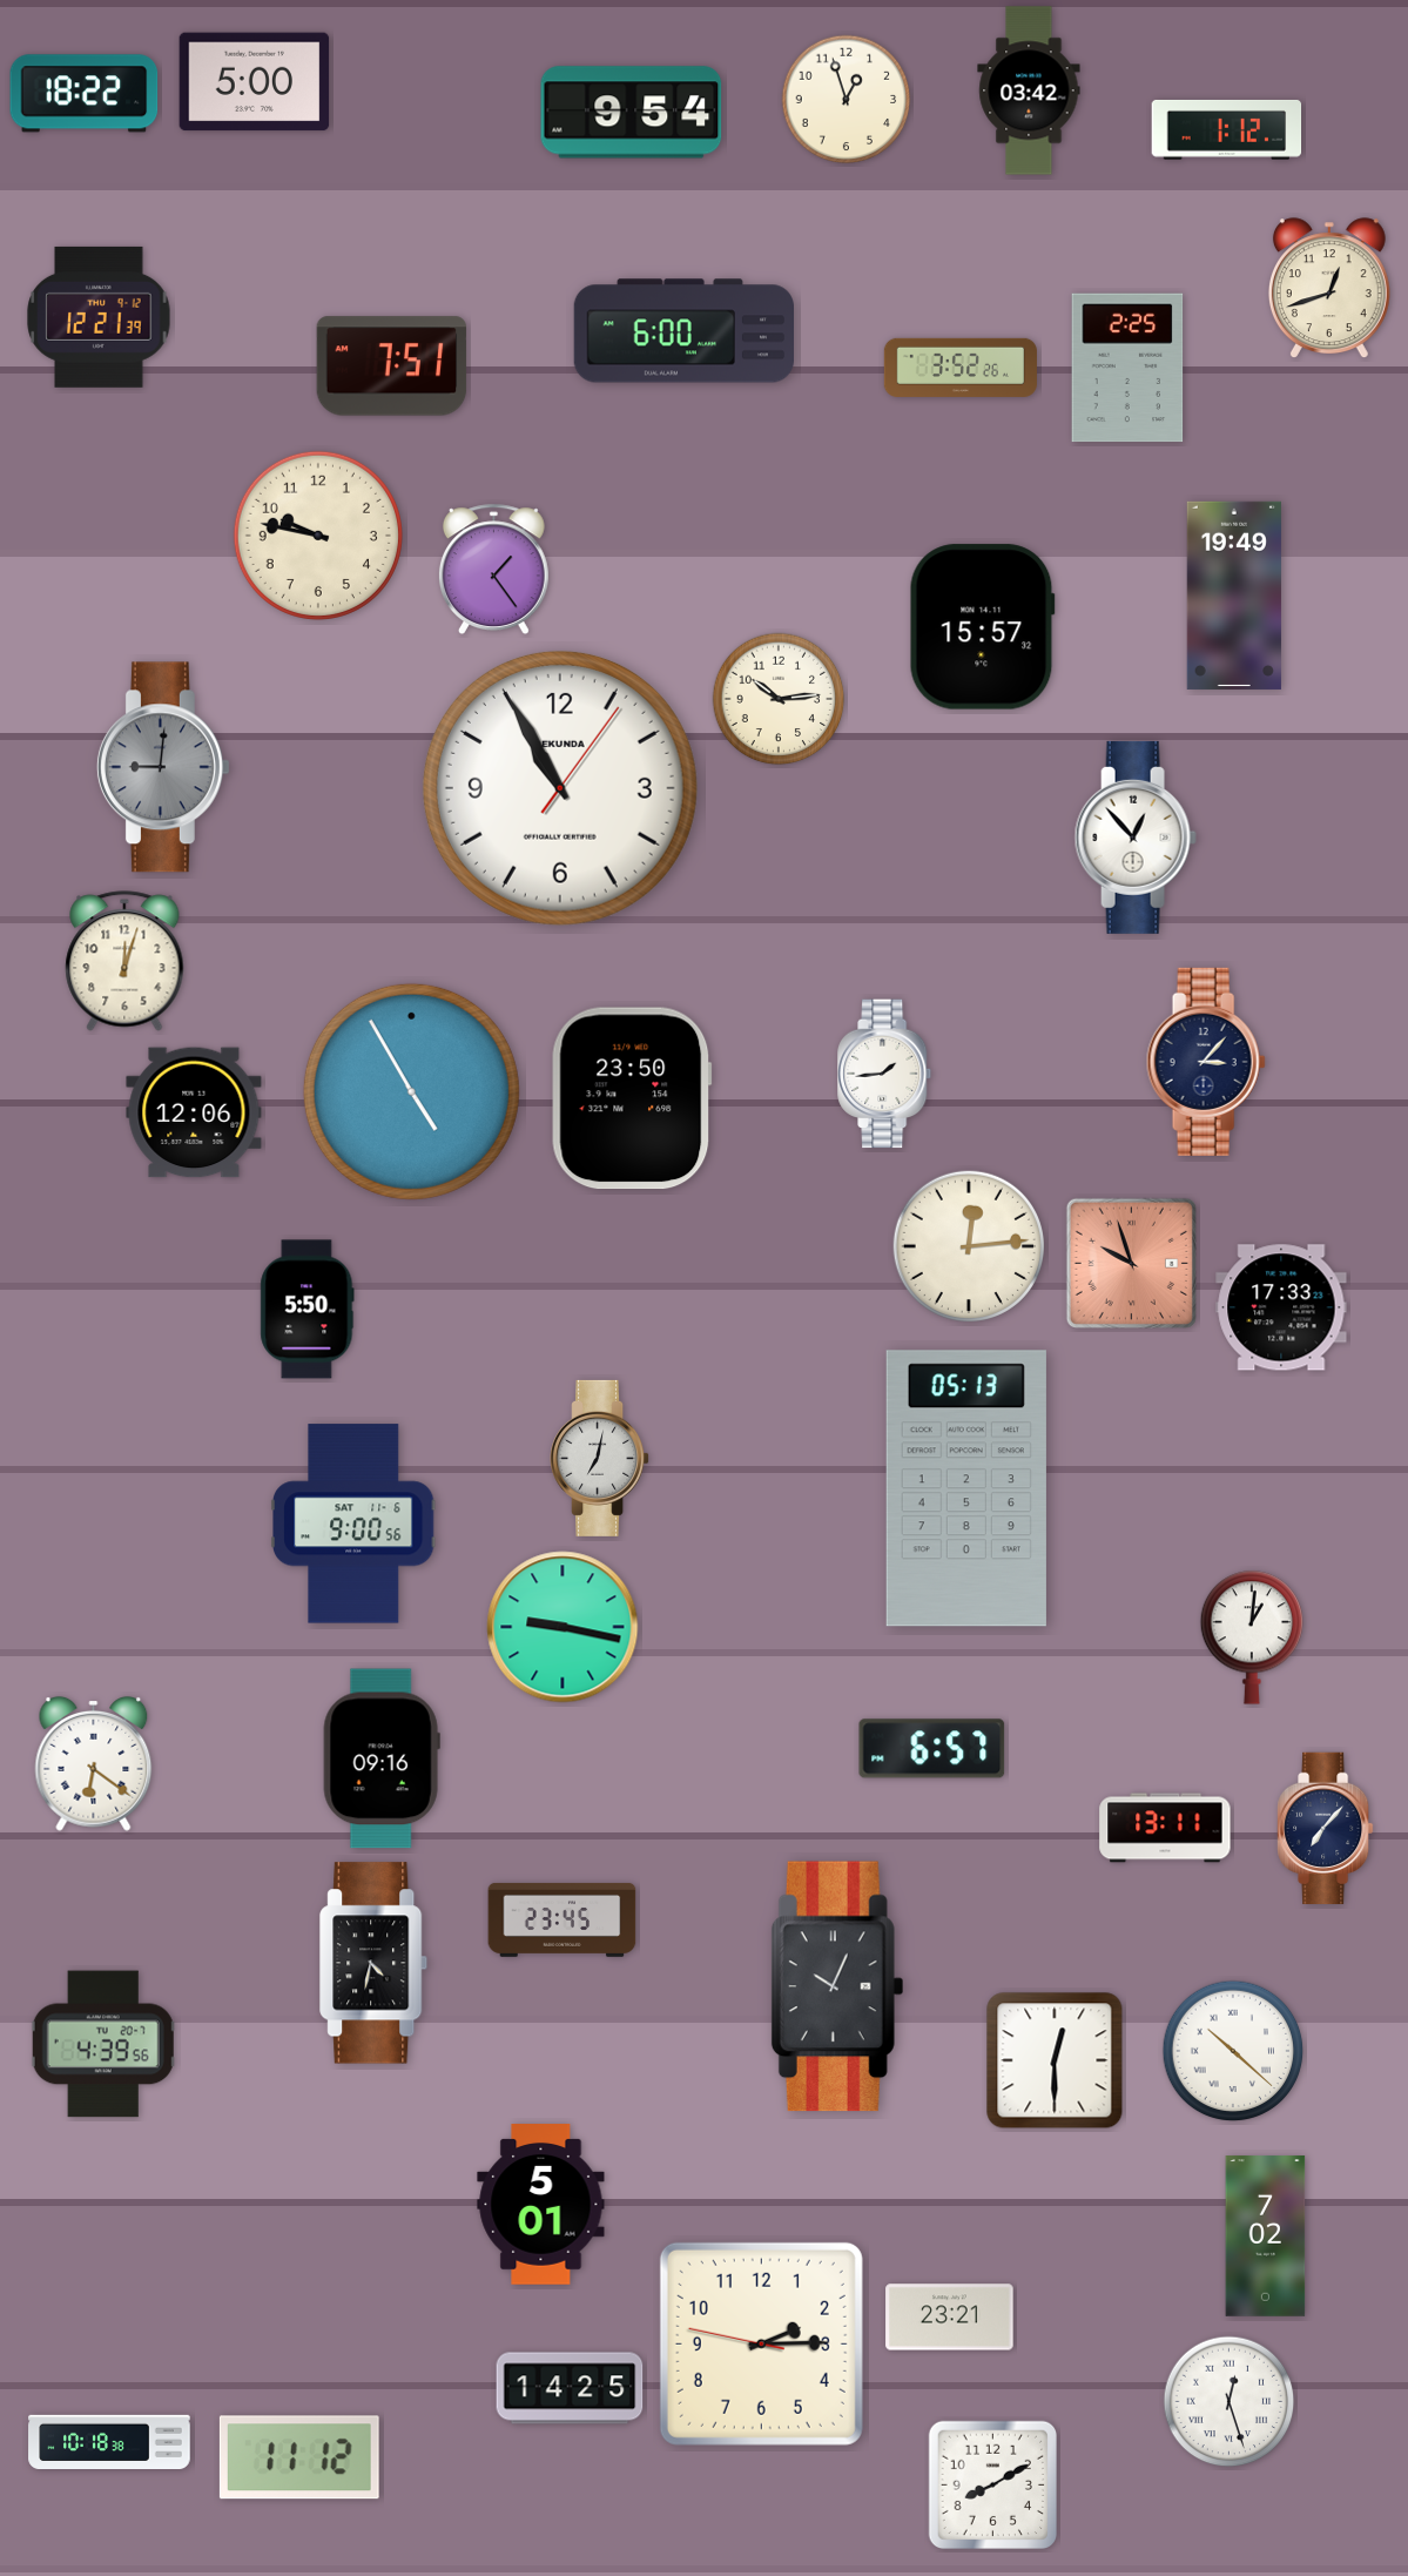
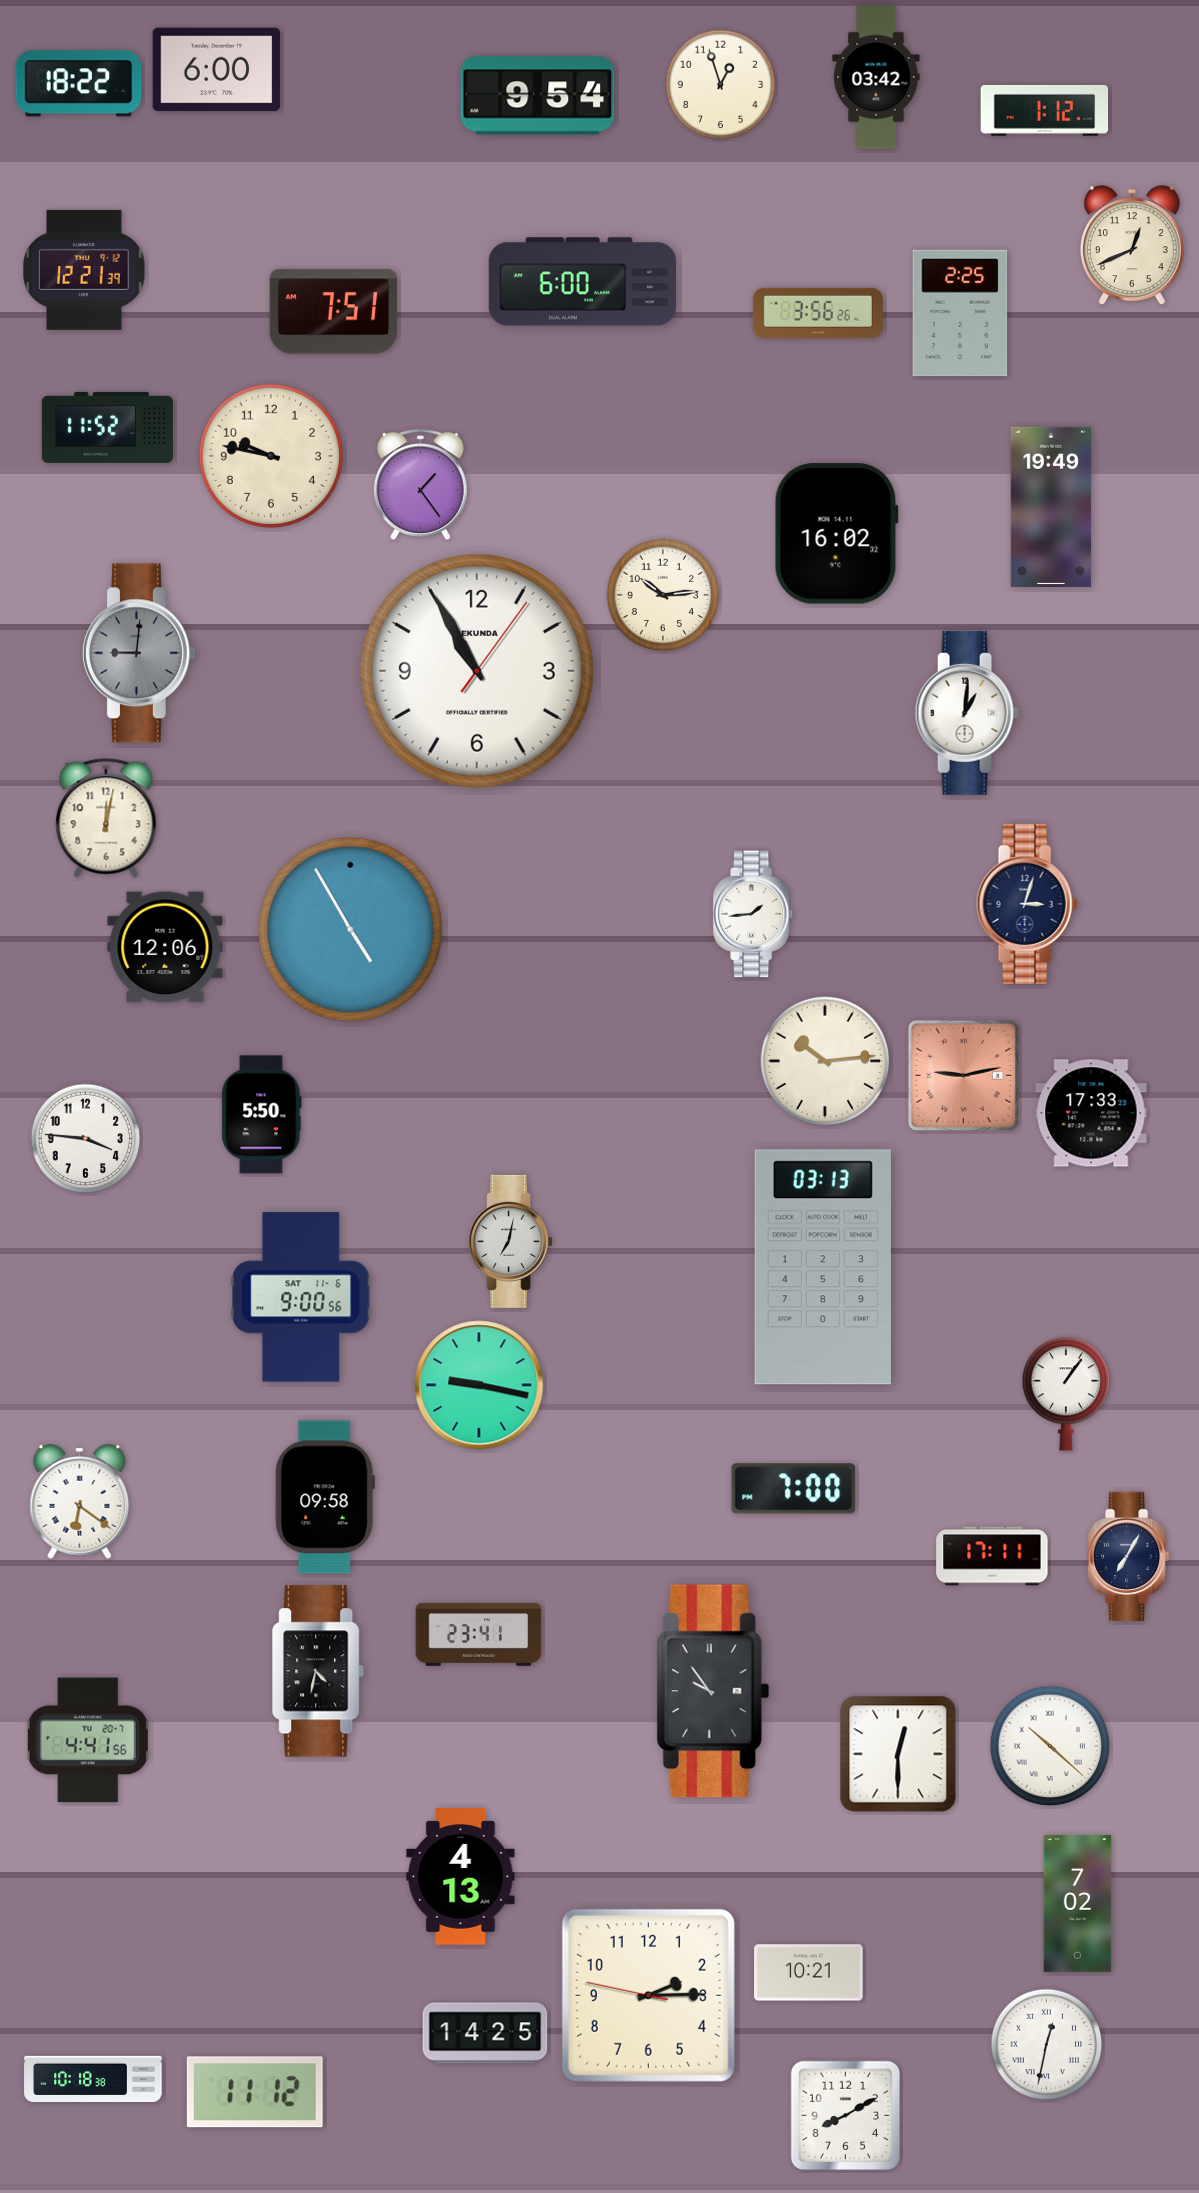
clock at (255, 82): 5:00 -> 6:00
clock at (85, 94) position: (85, 94) -> (79, 84)
clock at (1329, 289): 12:42 -> 12:41
clock at (961, 368): 3:52 -> 3:56
clock at (107, 427): none -> 11:52
clock at (982, 627): 15:57 -> 16:02
clock at (1136, 838): 12:53 -> 1:01
clock at (124, 961): 12:03 -> 12:02
clock at (1206, 1062): 3:07 -> 3:03
clock at (632, 1098): 23:50 -> none
clock at (968, 1245): 12:14 -> 10:14
clock at (1131, 1263): 9:57 -> 9:13
clock at (86, 1139): none -> 3:46
clock at (966, 1488): 05:13 -> 03:13
clock at (1252, 1637): 1:01 -> 1:06
clock at (932, 1749): 6:57 -> 7:00
clock at (382, 1758): 09:16 -> 09:58
clock at (1165, 1828): 13:11 -> 17:11
clock at (1326, 1828): 7:07 -> 7:05
clock at (562, 1921): 23:45 -> 23:41
clock at (837, 1986): 10:04 -> 9:54
clock at (103, 2044): 4:39 -> 4:41
clock at (541, 2205): 5:01 -> 4:13
clock at (950, 2318): 23:21 -> 10:21
clock at (1230, 2402): 12:27 -> 12:32
